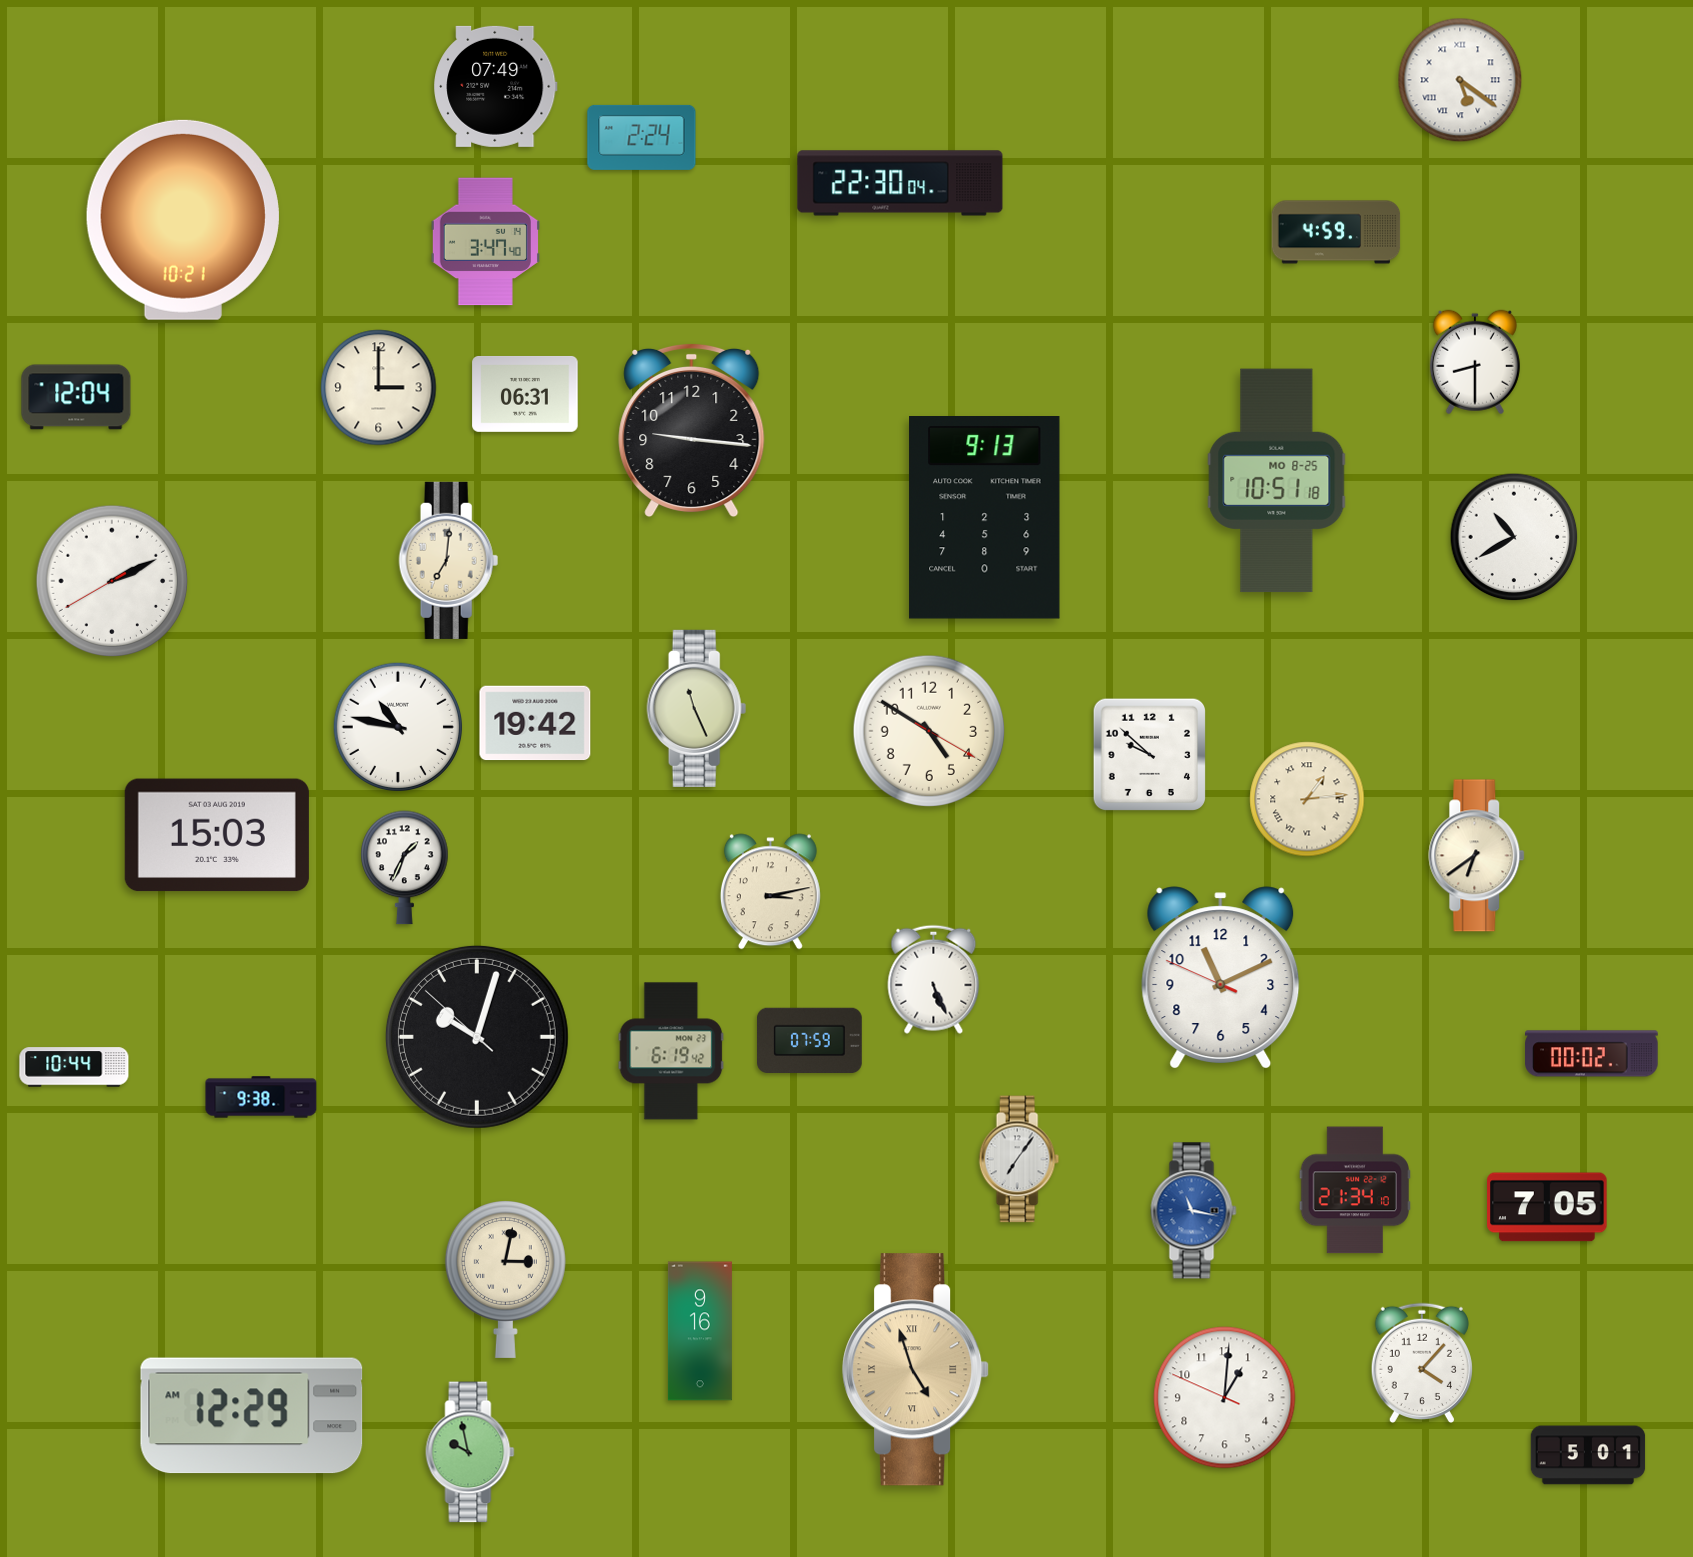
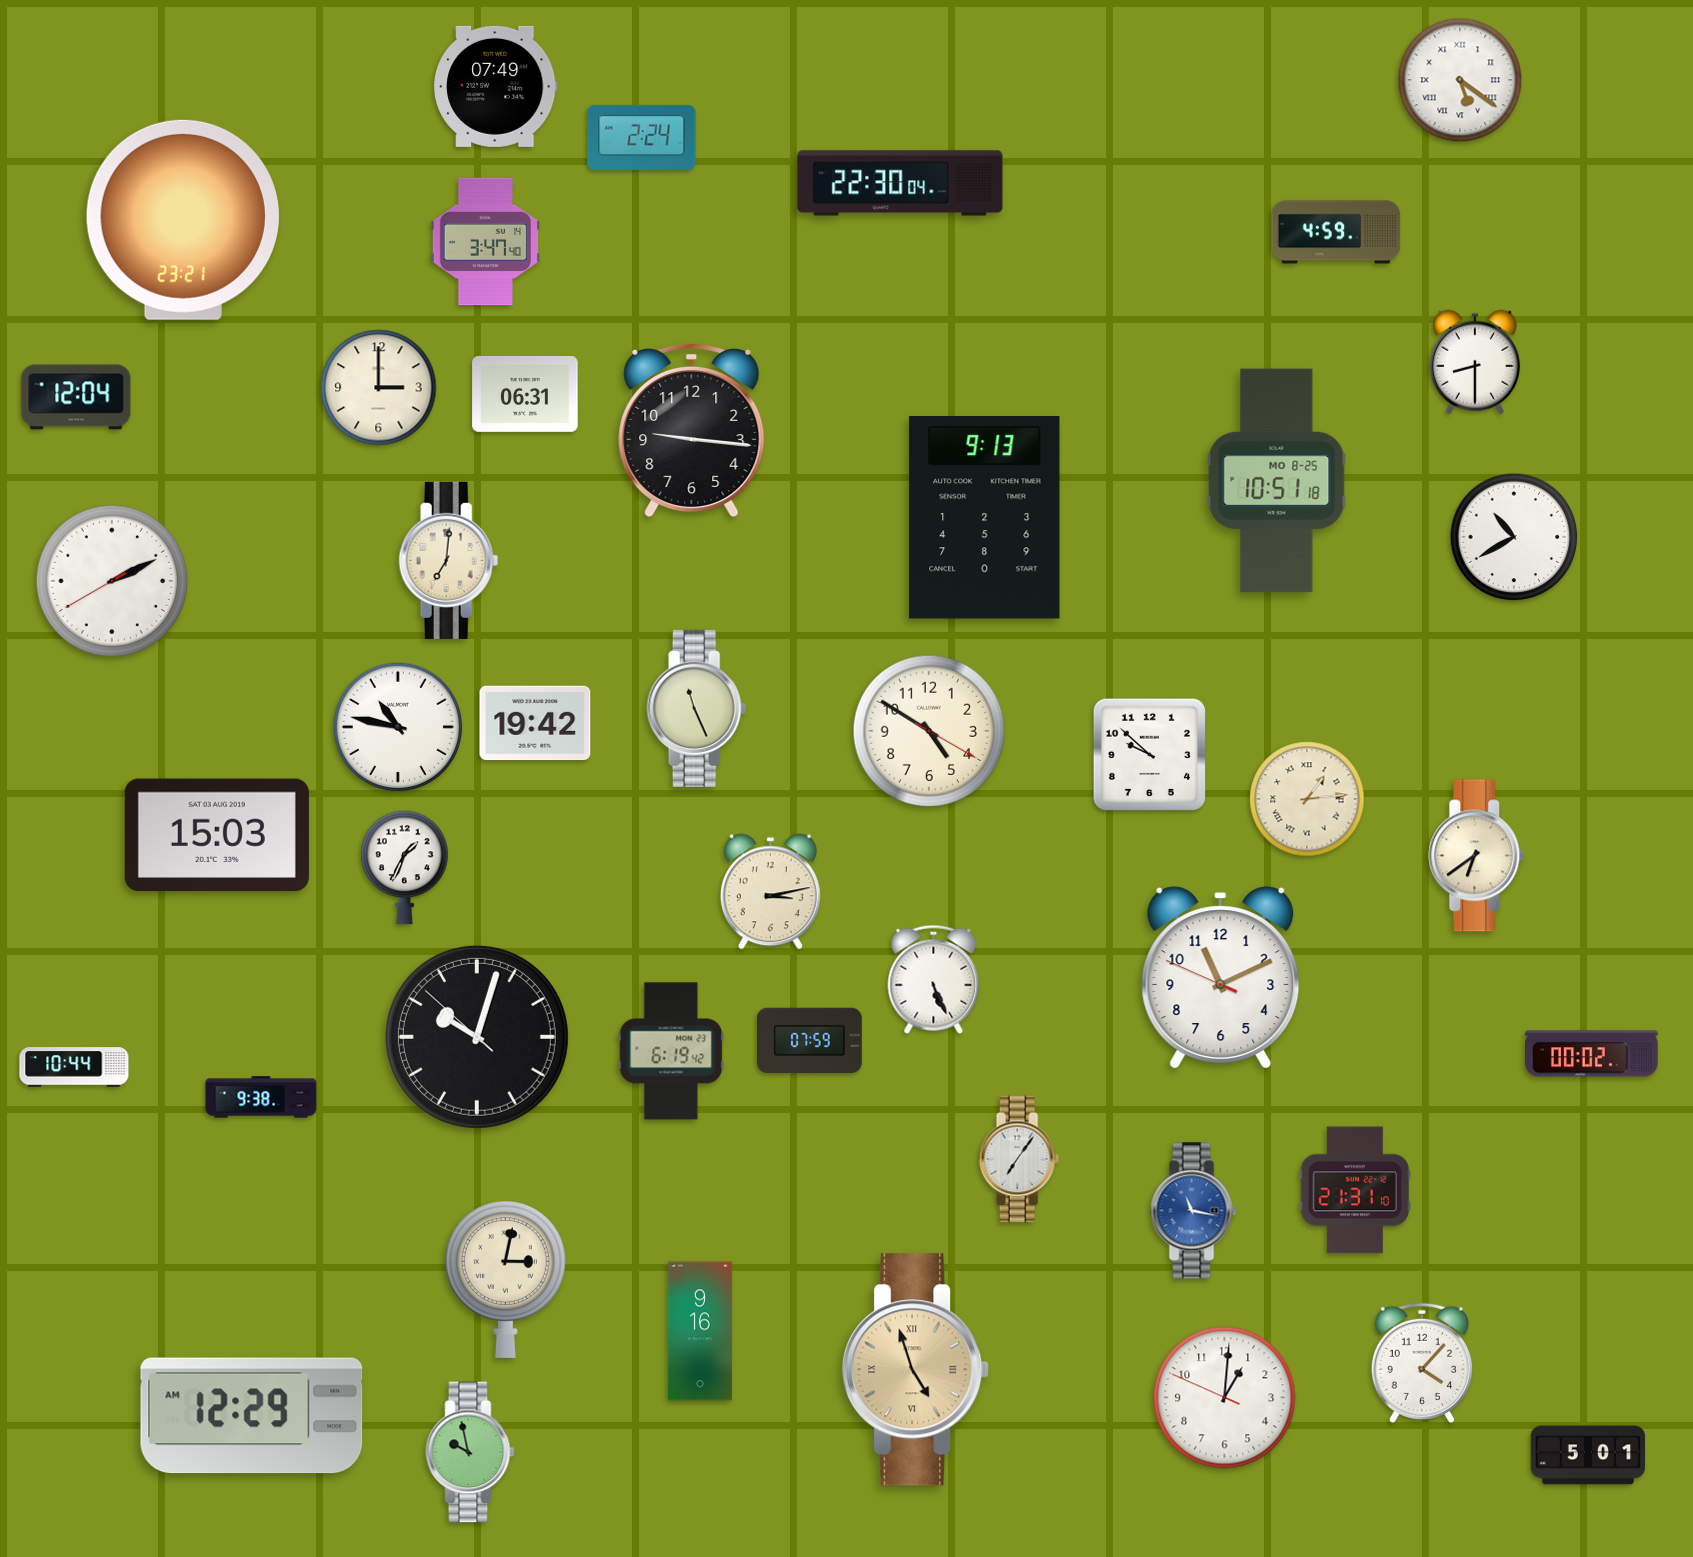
clock at (183, 220): 10:21 -> 23:21
clock at (1355, 1190): 21:34 -> 21:31
clock at (1547, 1207): 7:05 -> none
